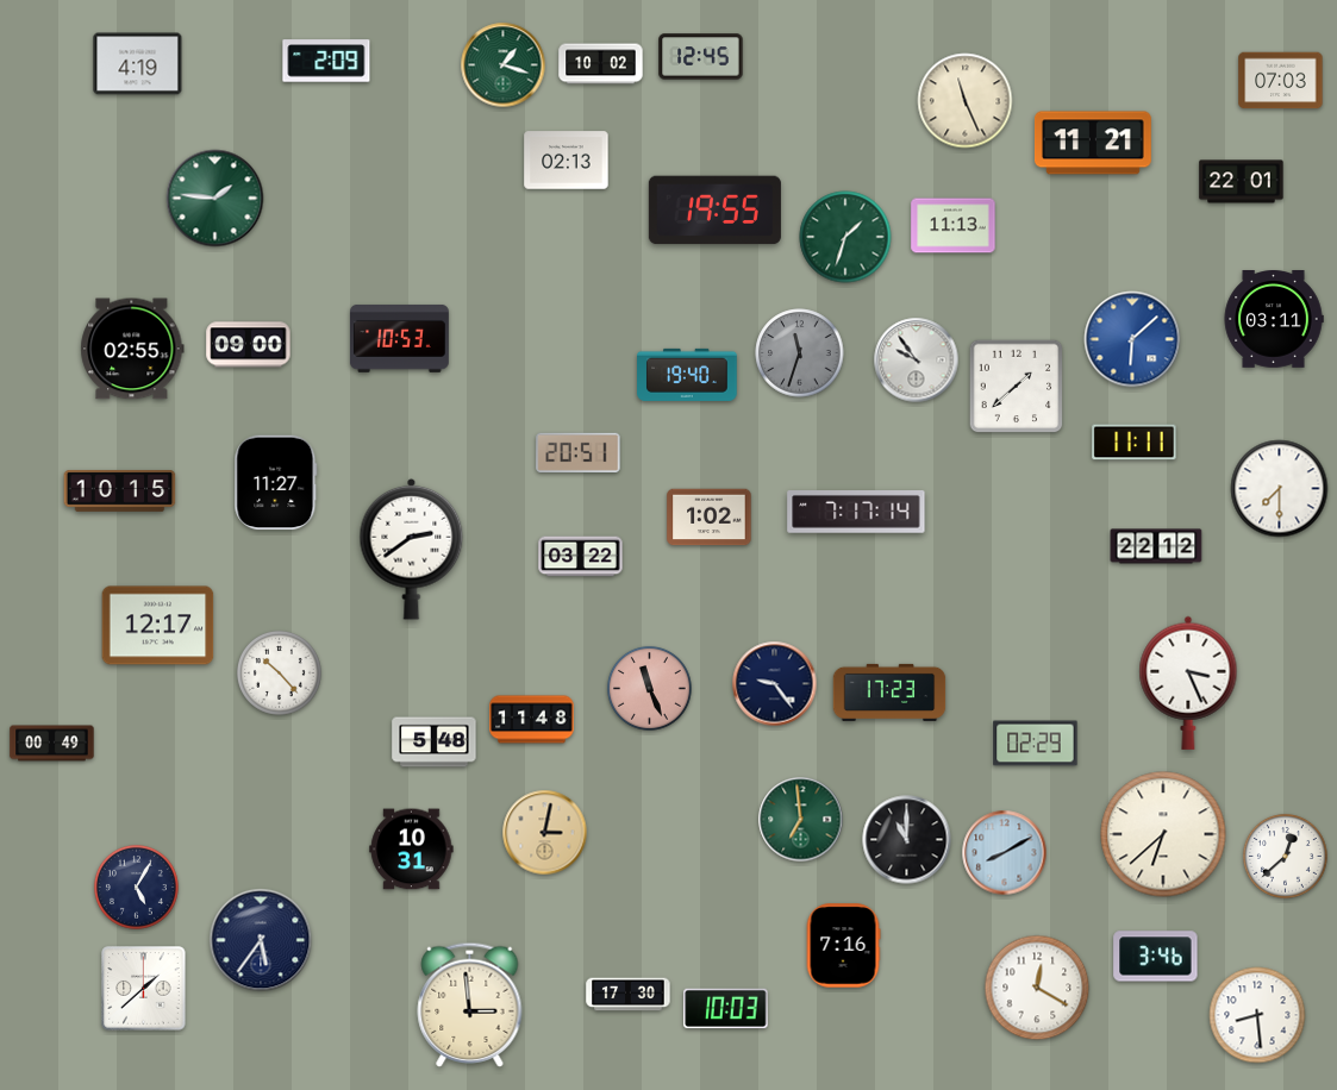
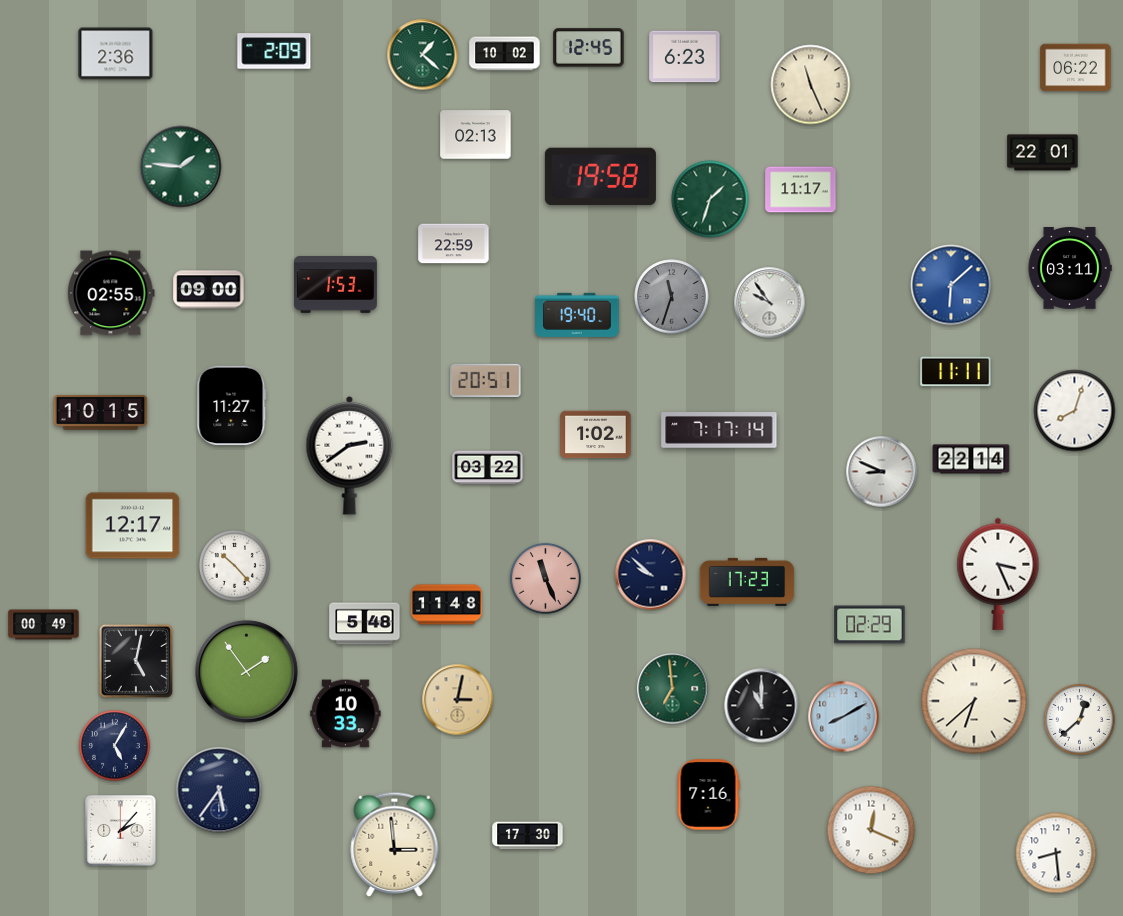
clock at (138, 64): 4:19 -> 2:36
clock at (504, 65): 1:18 -> 1:22
clock at (685, 57): none -> 6:23
clock at (1281, 81): 07:03 -> 06:22
clock at (1093, 143): 11:21 -> none
clock at (714, 211): 19:55 -> 19:58
clock at (954, 226): 11:13 -> 11:17
clock at (454, 244): none -> 22:59
clock at (399, 338): 10:53 -> 1:53
clock at (1017, 387): 1:38 -> none
clock at (1135, 443) position: (1135, 443) -> (956, 372)
clock at (1280, 489): 7:30 -> 8:03
clock at (1156, 546): 22:12 -> 22:14
clock at (412, 549) position: (412, 549) -> (350, 455)
clock at (882, 472): none -> 8:49
clock at (775, 684): 9:24 -> 9:52
clock at (136, 661): none -> 5:02
clock at (246, 671): none -> 1:54
clock at (1163, 834) position: (1163, 834) -> (974, 701)
clock at (412, 850): 10:31 -> 10:33
clock at (1156, 957): 3:46 -> none
clock at (1037, 988): 12:20 -> 12:19
clock at (144, 989): 1:38 -> 2:07
clock at (726, 1009): 10:03 -> none
